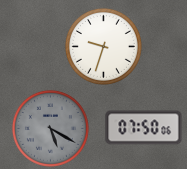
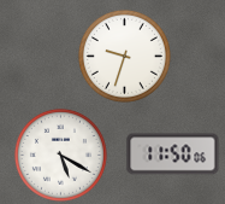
clock at (50, 128) dial: grey -> white
clock at (144, 128): 07:50 -> 11:50
